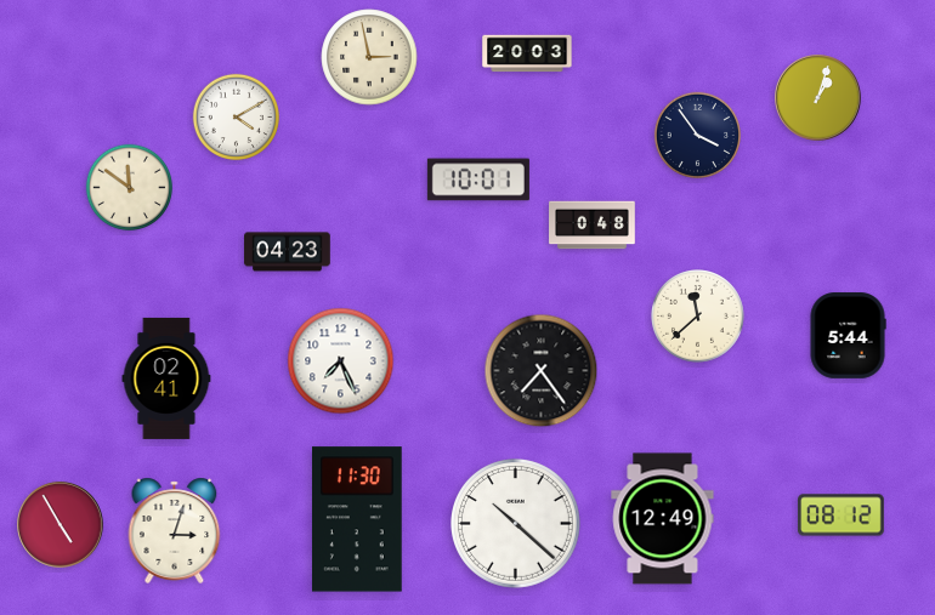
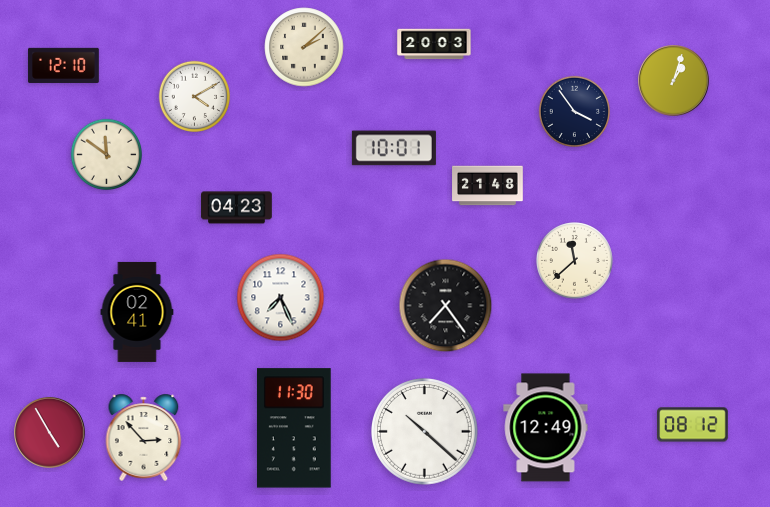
clock at (369, 57): 2:58 -> 2:08
clock at (64, 65): none -> 12:10
clock at (593, 226): 0:48 -> 21:48
clock at (848, 336): 5:44 -> none
clock at (175, 530): 3:03 -> 2:53
